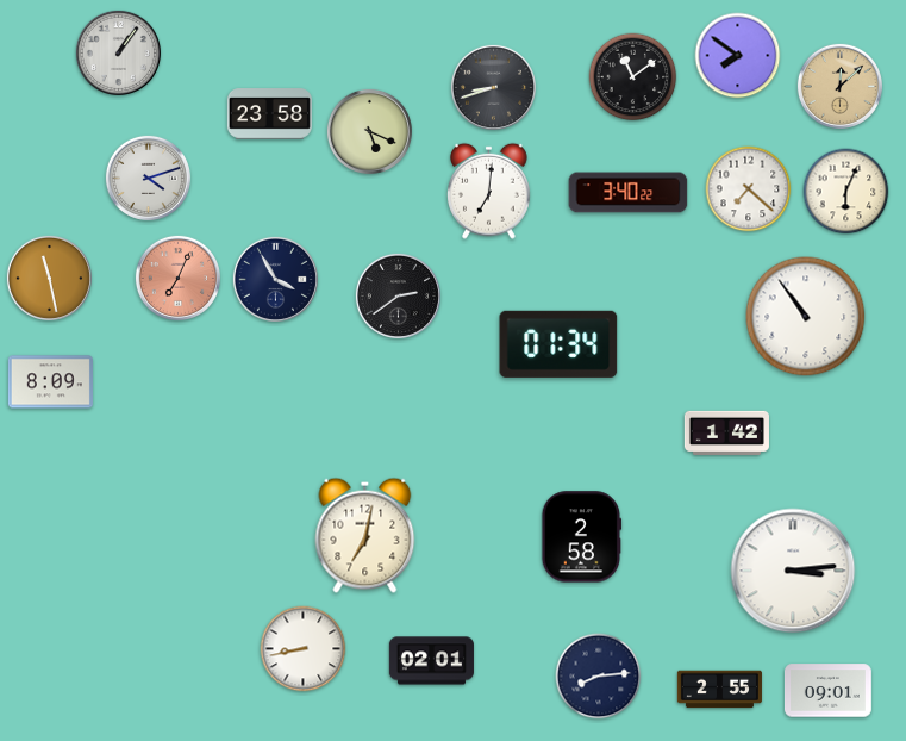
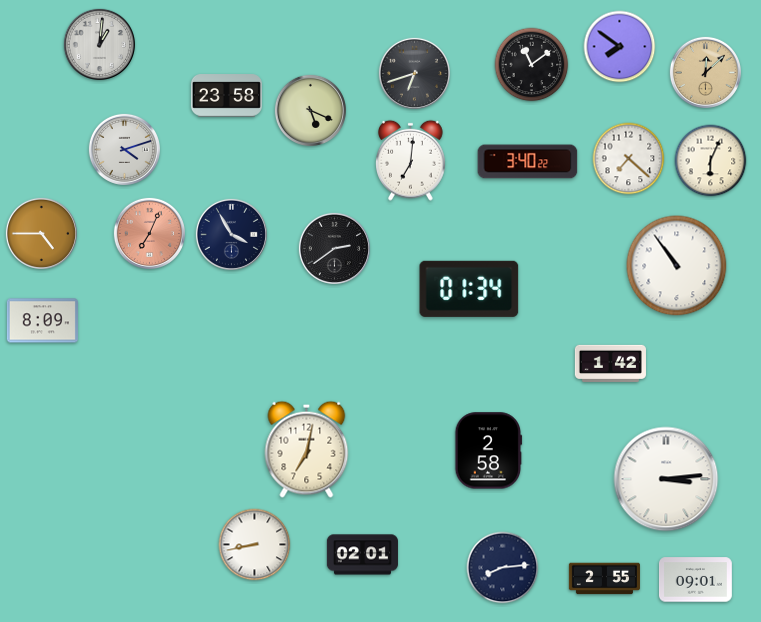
clock at (118, 52): 1:06 -> 1:01
clock at (493, 87): 8:42 -> 6:42
clock at (49, 278): 11:28 -> 4:45
